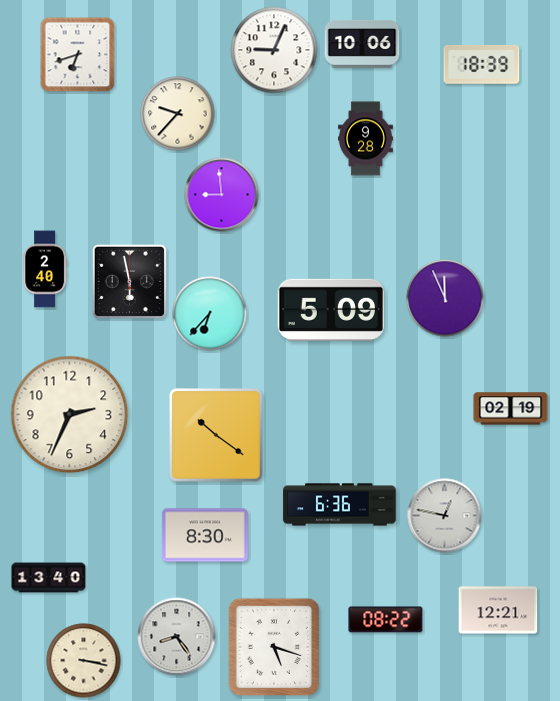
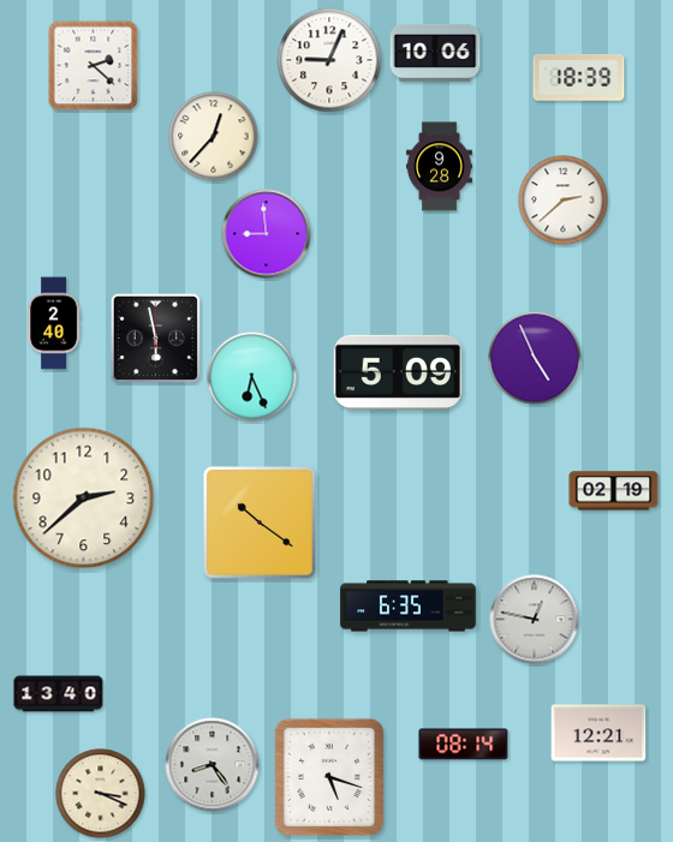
clock at (78, 55): 6:42 -> 2:22
clock at (178, 114): 9:37 -> 12:37
clock at (564, 201): none -> 2:38
clock at (445, 298): 11:56 -> 4:56
clock at (210, 314): 6:37 -> 6:26
clock at (70, 415): 2:34 -> 2:38
clock at (340, 505): 6:36 -> 6:35
clock at (205, 535): 8:30 -> none
clock at (386, 620): 08:22 -> 08:14
clock at (84, 661): 3:17 -> 3:19
